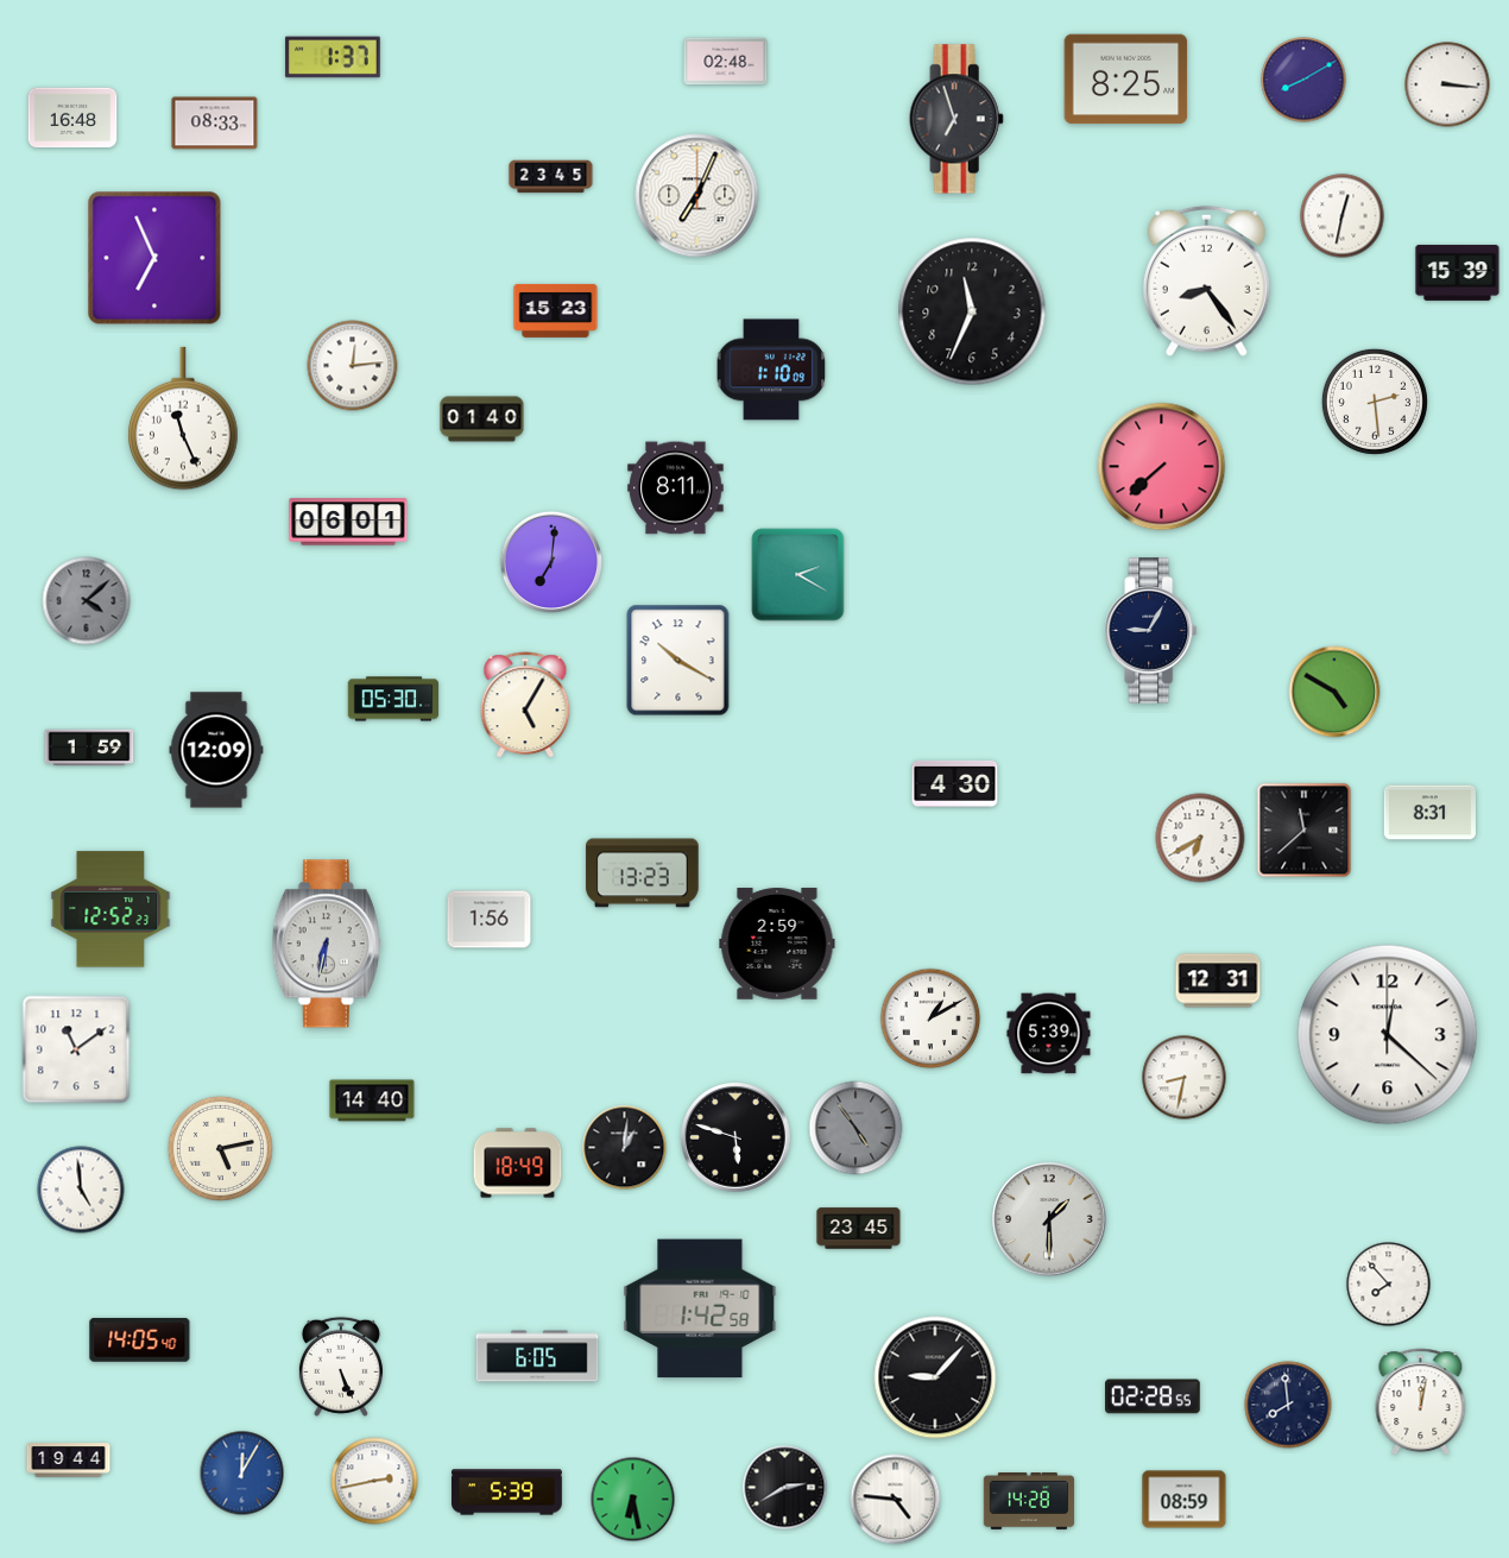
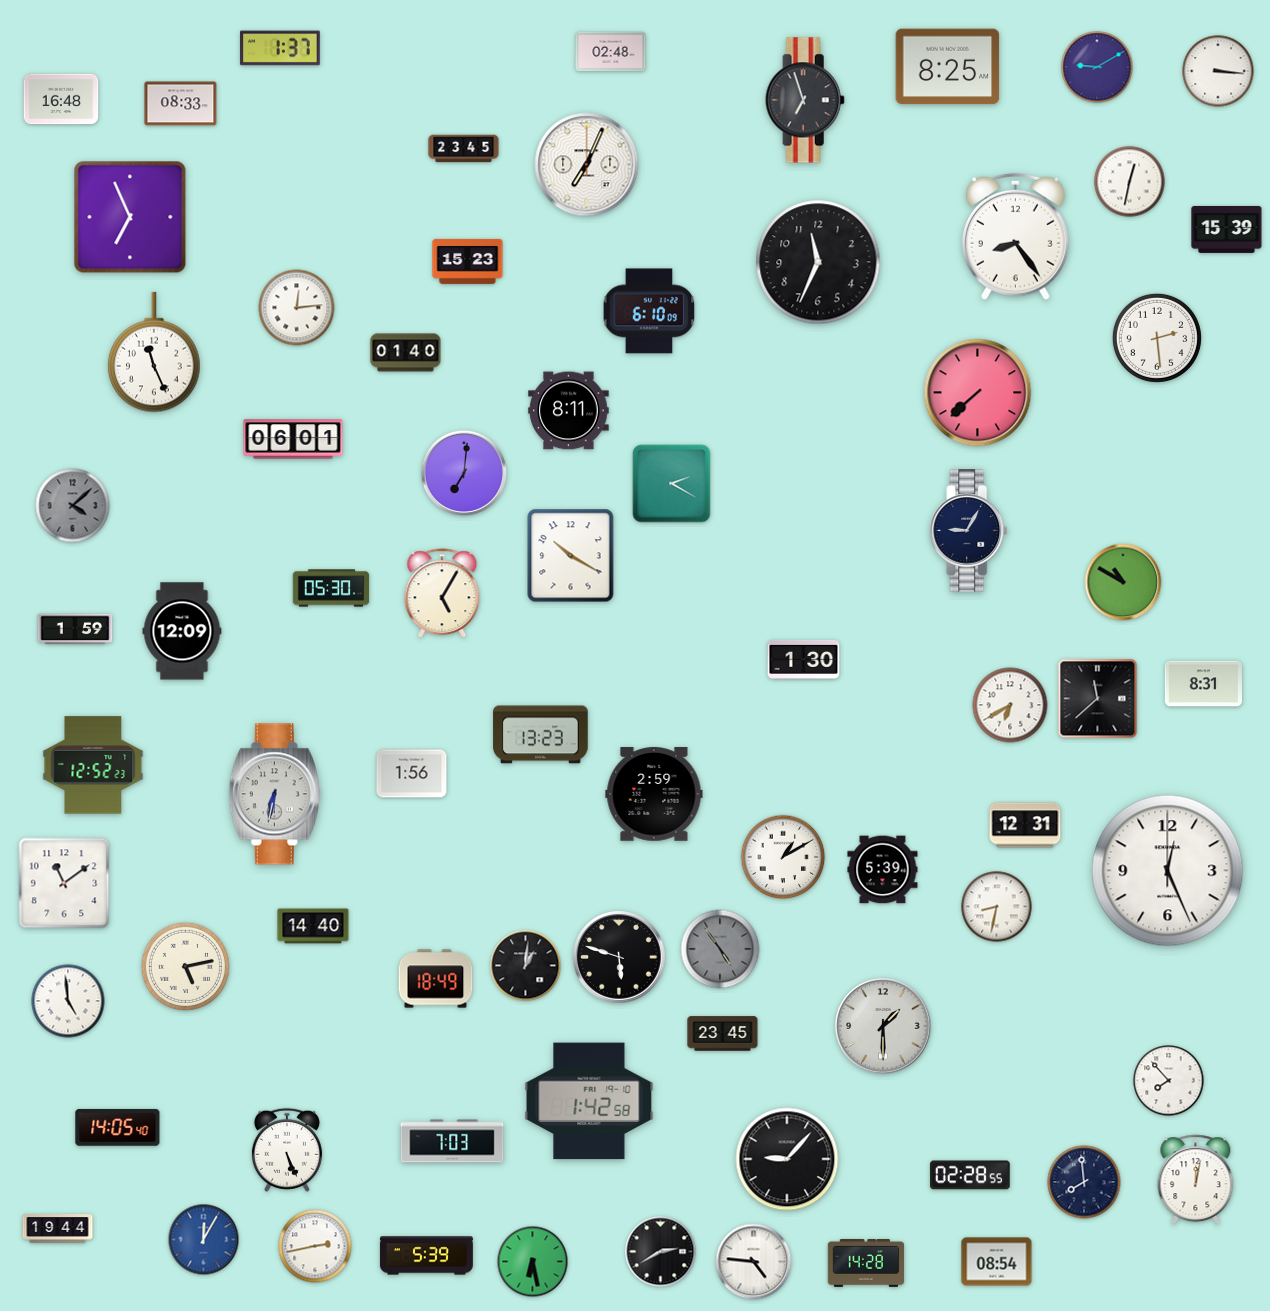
clock at (1303, 80): 8:10 -> 9:10
clock at (771, 370): 1:10 -> 6:10
clock at (1334, 692): 4:50 -> 10:50
clock at (955, 783): 4:30 -> 1:30
clock at (1388, 1035): 12:22 -> 12:26
clock at (537, 1356): 6:05 -> 7:03
clock at (1185, 1500): 08:59 -> 08:54
